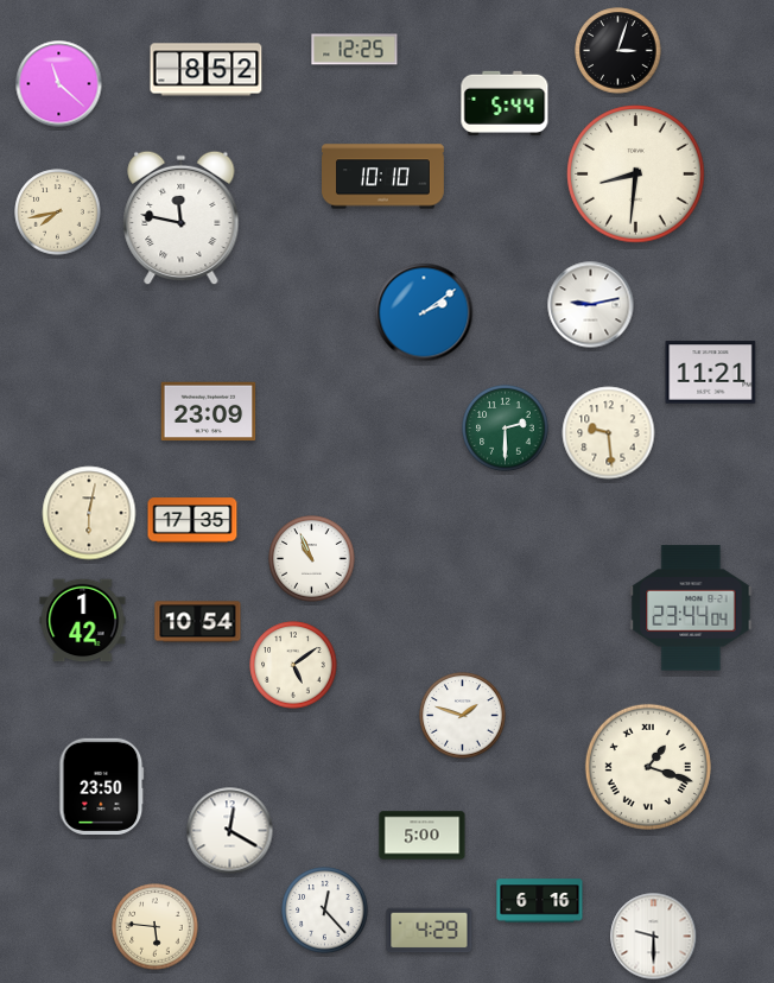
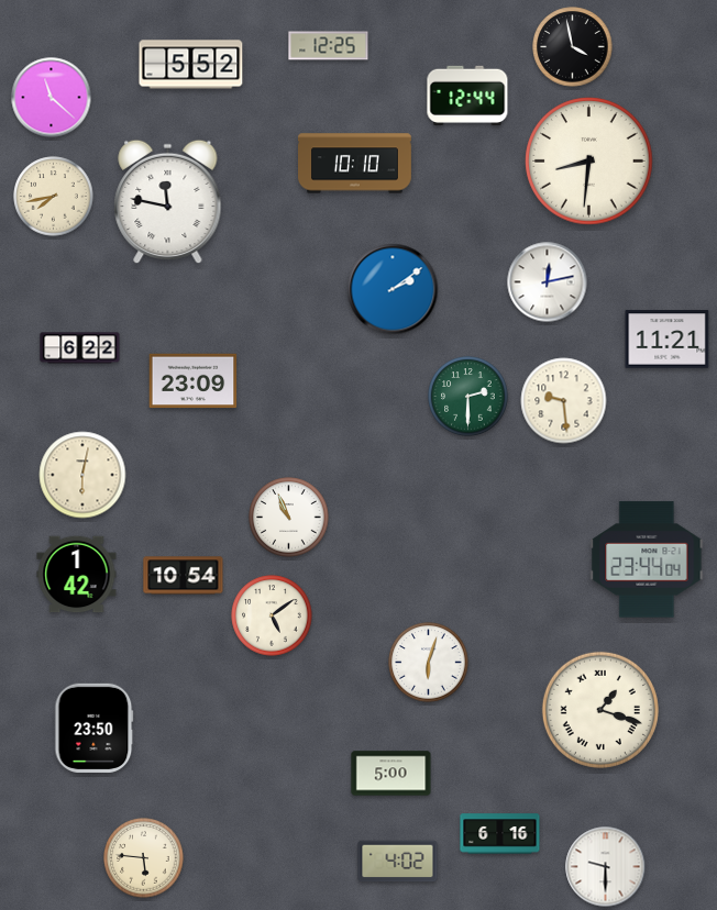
clock at (618, 51): 3:03 -> 3:58
clock at (207, 70): 8:52 -> 5:52
clock at (59, 84) position: (59, 84) -> (52, 98)
clock at (505, 103): 5:44 -> 12:44
clock at (591, 305): 9:13 -> 12:13
clock at (711, 373) position: (711, 373) -> (668, 340)
clock at (80, 348): none -> 6:22
clock at (192, 520): 17:35 -> none
clock at (691, 608) position: (691, 608) -> (647, 559)
clock at (463, 716): 1:48 -> 6:03
clock at (230, 831): 12:20 -> none
clock at (325, 911): 12:23 -> none
clock at (430, 931): 4:29 -> 4:02
